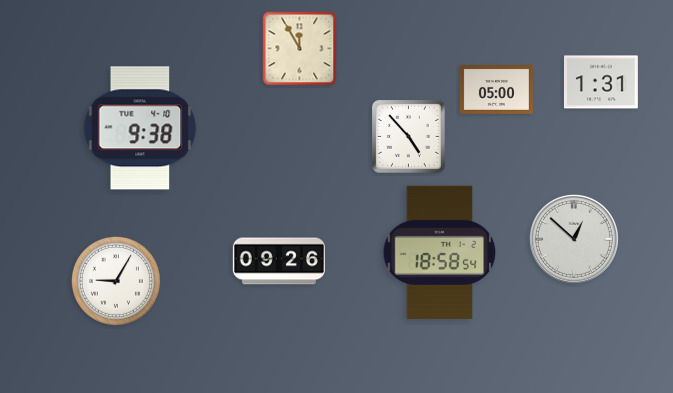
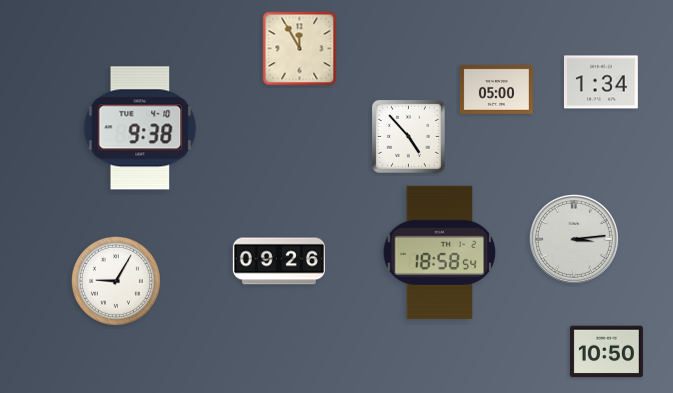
clock at (601, 82): 1:31 -> 1:34
clock at (574, 239): 12:52 -> 3:14
clock at (606, 352): none -> 10:50
